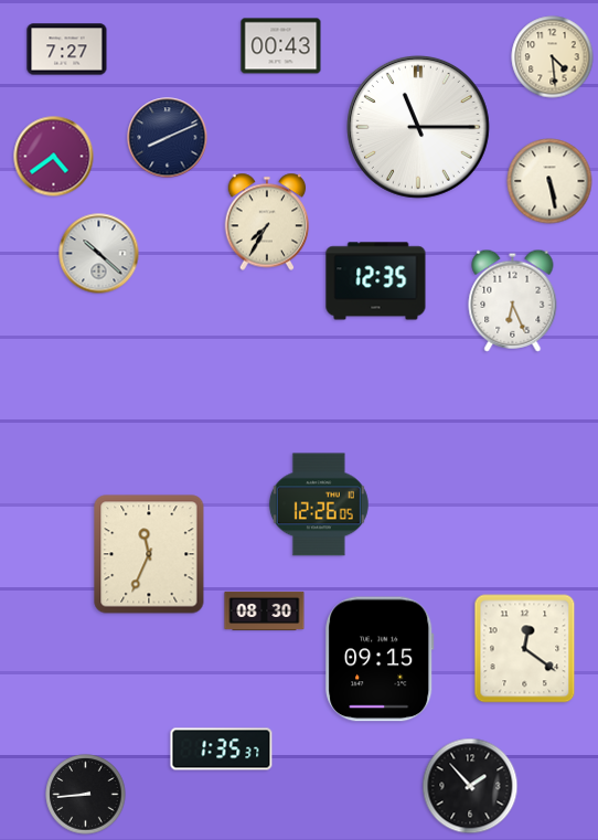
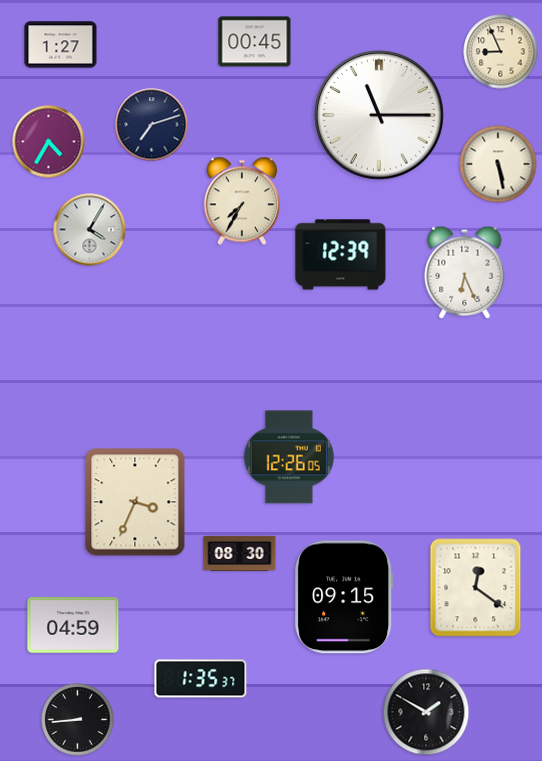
clock at (281, 46): 00:43 -> 00:45
clock at (67, 50): 7:27 -> 1:27
clock at (553, 57): 4:29 -> 8:56
clock at (168, 138): 8:11 -> 7:12
clock at (54, 157): 4:39 -> 4:35
clock at (99, 254): 10:22 -> 4:05
clock at (376, 281): 12:35 -> 12:39
clock at (149, 554): 11:34 -> 3:34
clock at (73, 625): none -> 04:59
clock at (470, 786): 1:53 -> 1:50
